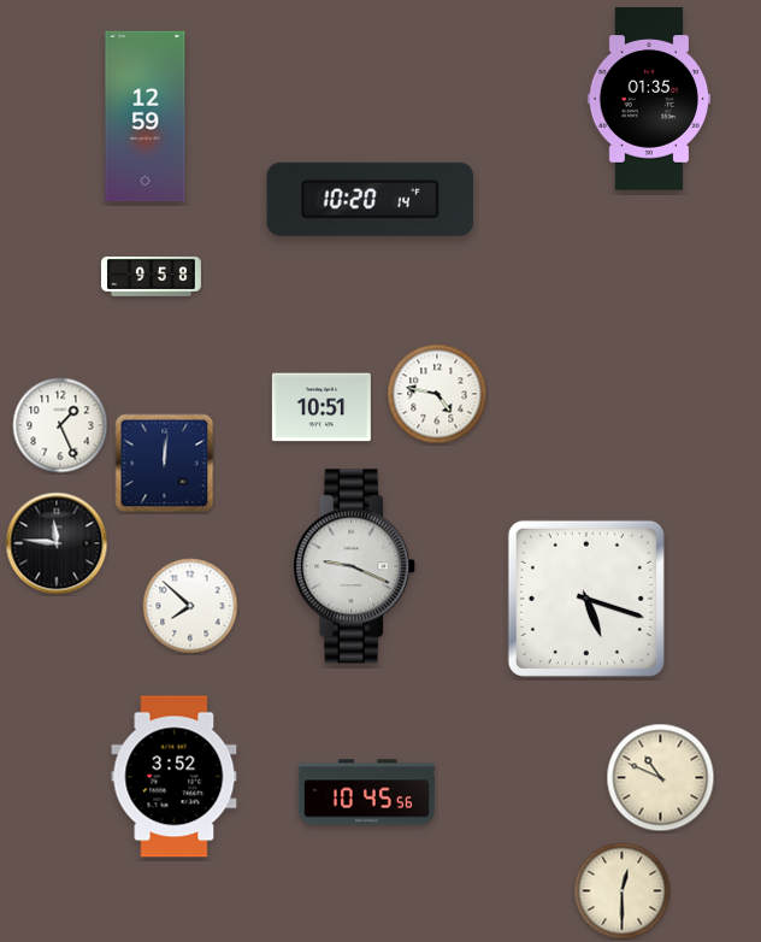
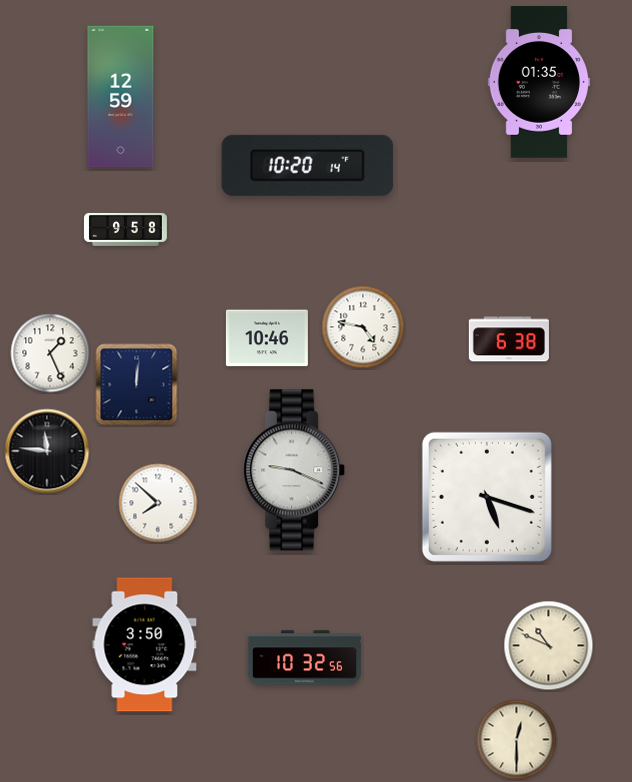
clock at (321, 407): 10:51 -> 10:46
clock at (509, 339): none -> 6:38
clock at (175, 777): 3:52 -> 3:50
clock at (366, 793): 10:45 -> 10:32
